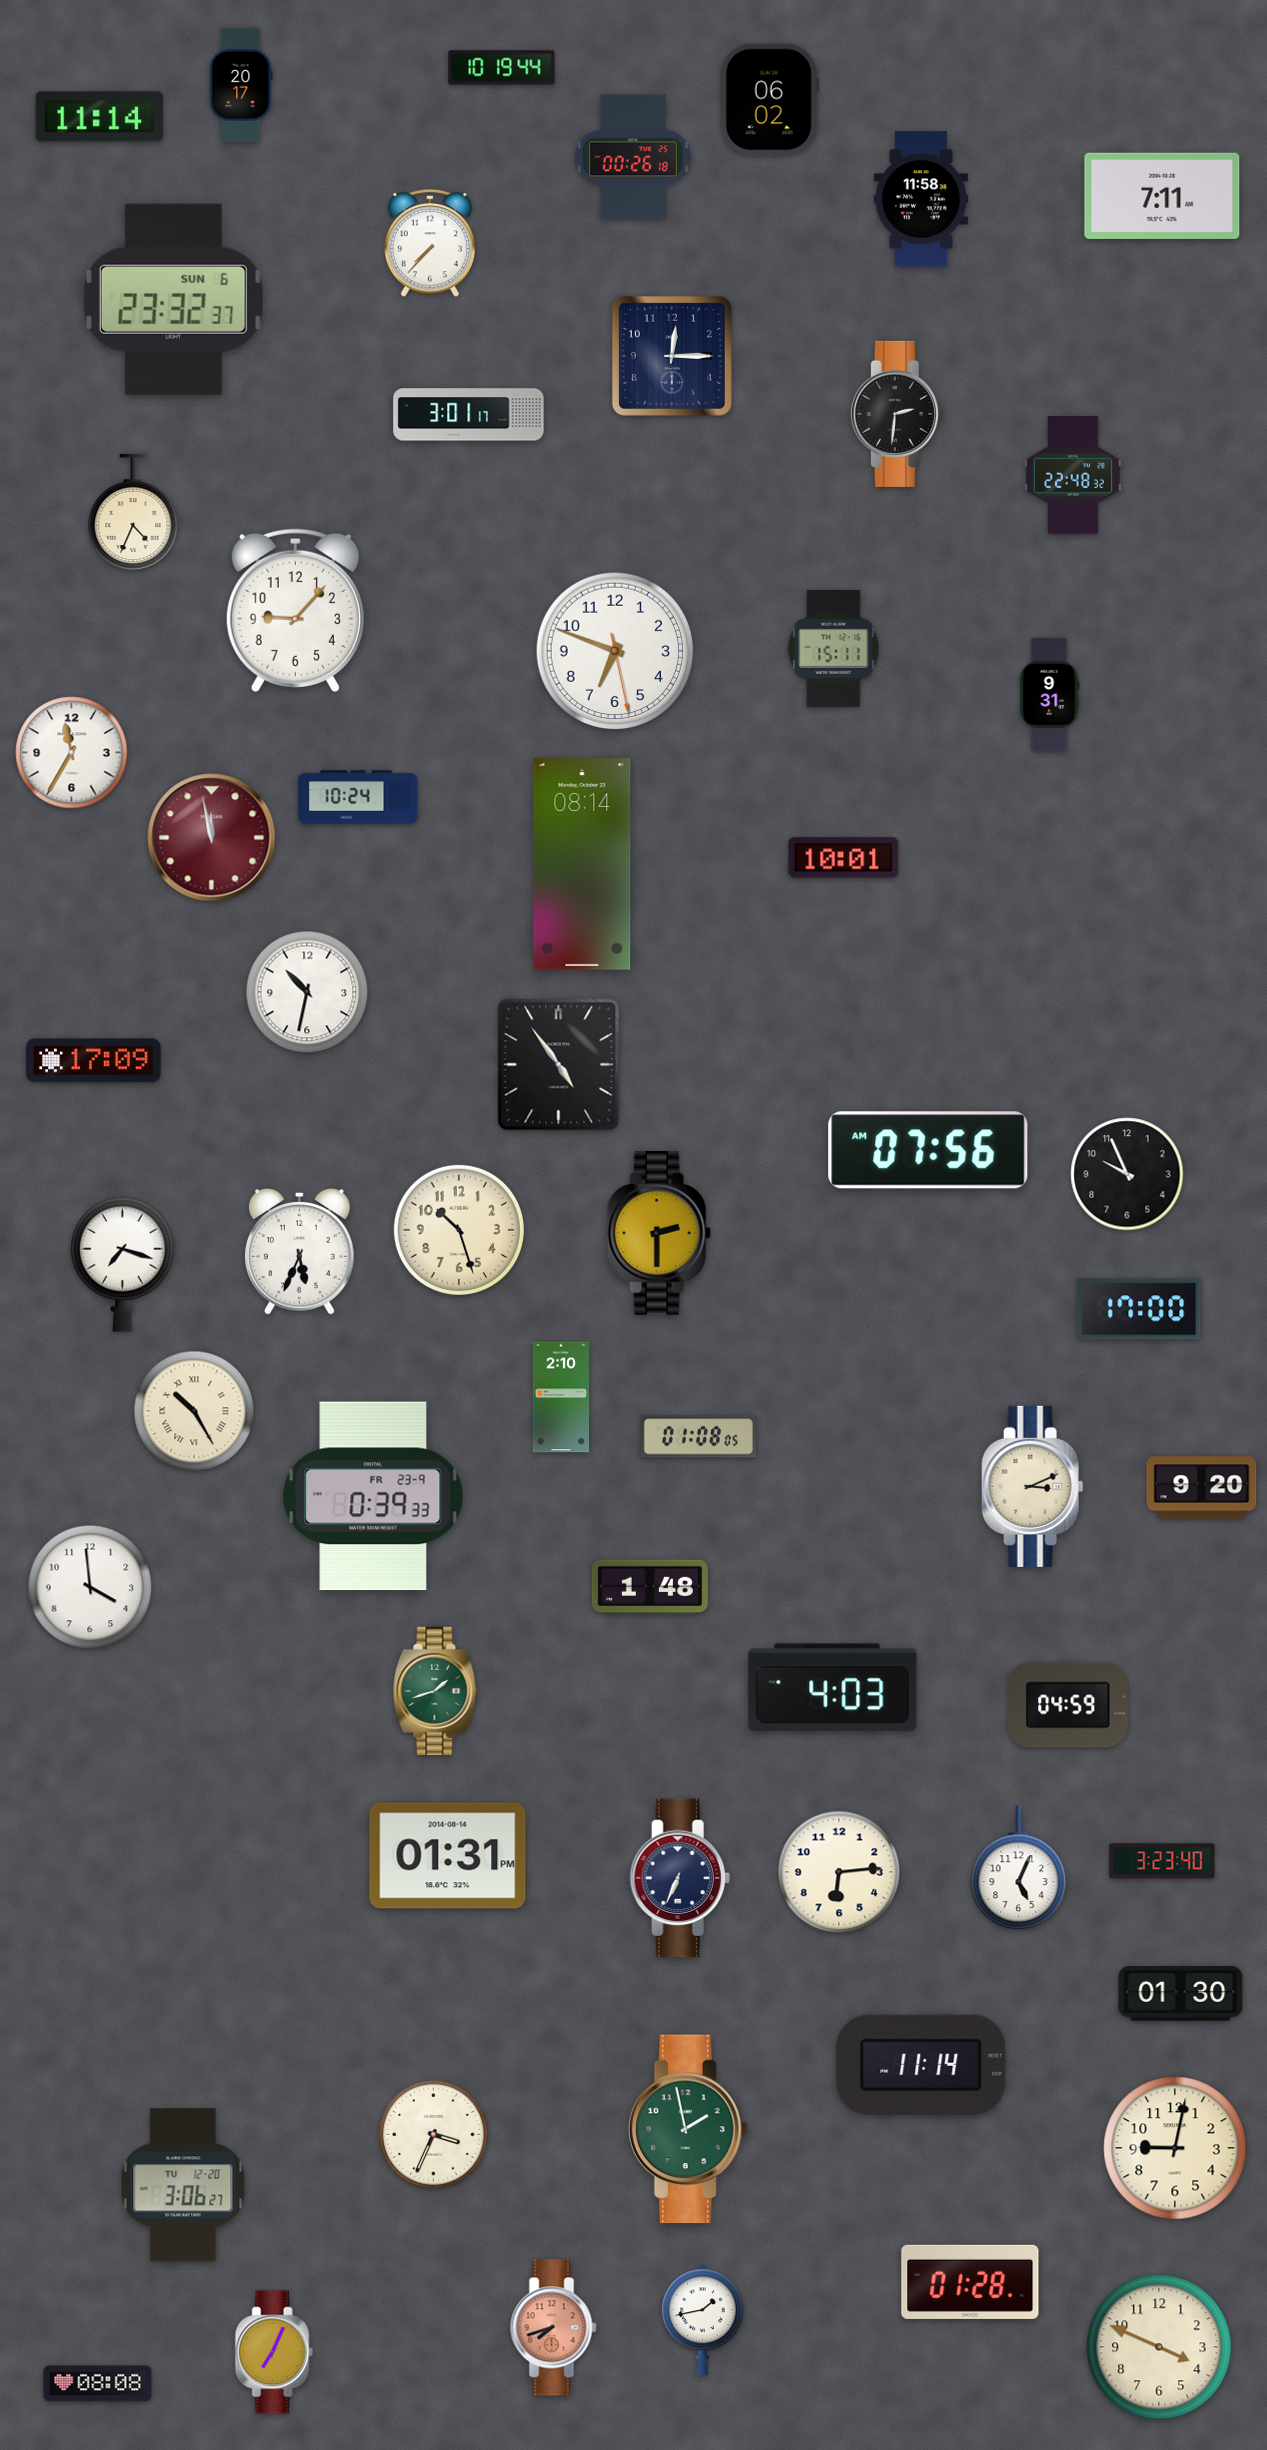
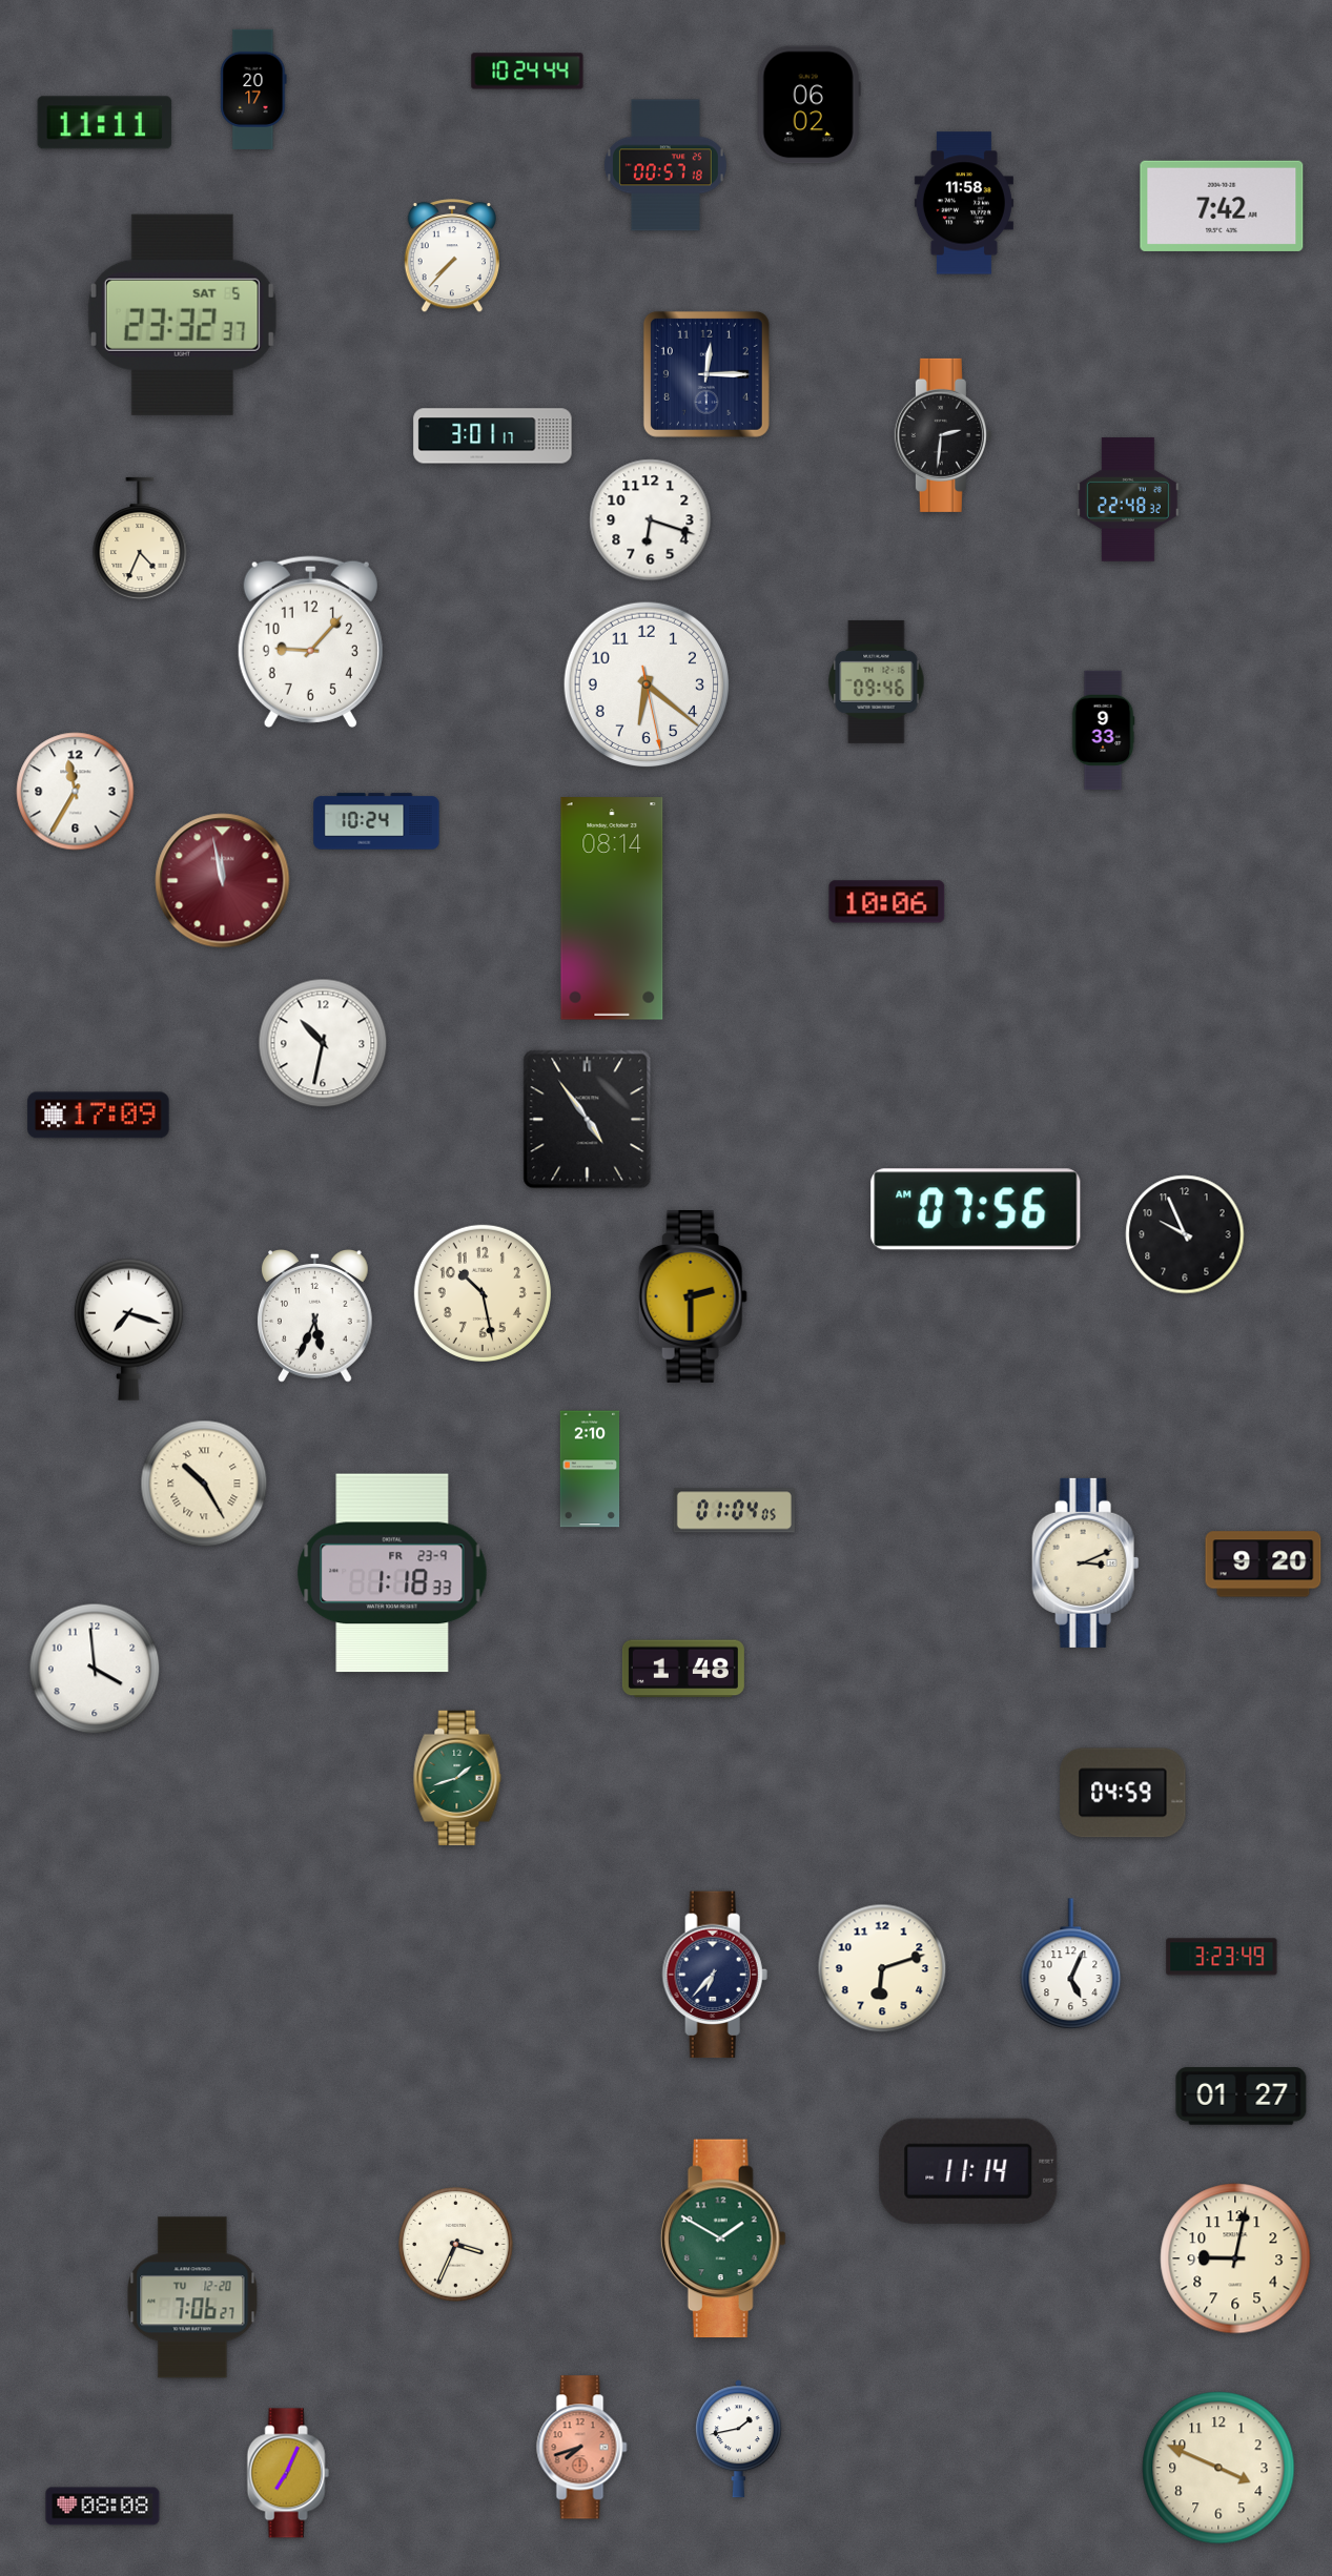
clock at (502, 68): 10:19 -> 10:24
clock at (100, 117): 11:14 -> 11:11
clock at (633, 157): 00:26 -> 00:57
clock at (1162, 196): 7:11 -> 7:42
clock at (921, 199) position: (921, 199) -> (964, 203)
clock at (173, 299) date: SUN 6 -> SAT 5
clock at (651, 520): none -> 6:18
clock at (834, 648): 15:11 -> 09:46
clock at (615, 651): 6:48 -> 6:21
clock at (1049, 695): 9:31 -> 9:33
clock at (358, 797) position: (358, 797) -> (376, 821)
clock at (844, 858): 10:01 -> 10:06
clock at (459, 1230): 10:27 -> 10:28
clock at (1139, 1309): 17:00 -> none
clock at (698, 1437): 01:08 -> 01:04
clock at (373, 1496): 0:39 -> 1:18
clock at (833, 1688): 4:03 -> none
clock at (448, 1856): 01:31 -> none
clock at (1162, 1861): 3:23:40 -> 3:23:49
clock at (839, 1872): 6:14 -> 6:12
clock at (680, 1878): 6:34 -> 6:37
clock at (1181, 1994): 01:30 -> 01:27
clock at (688, 2129): 1:58 -> 1:50
clock at (183, 2185): 3:06 -> 7:06
clock at (970, 2282): 01:28 -> none
